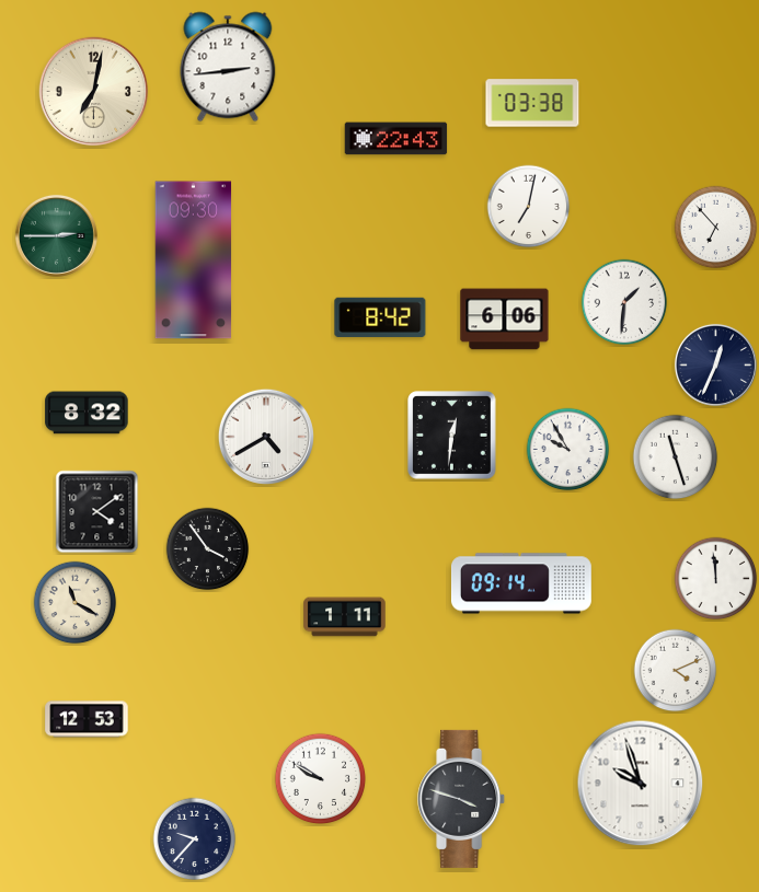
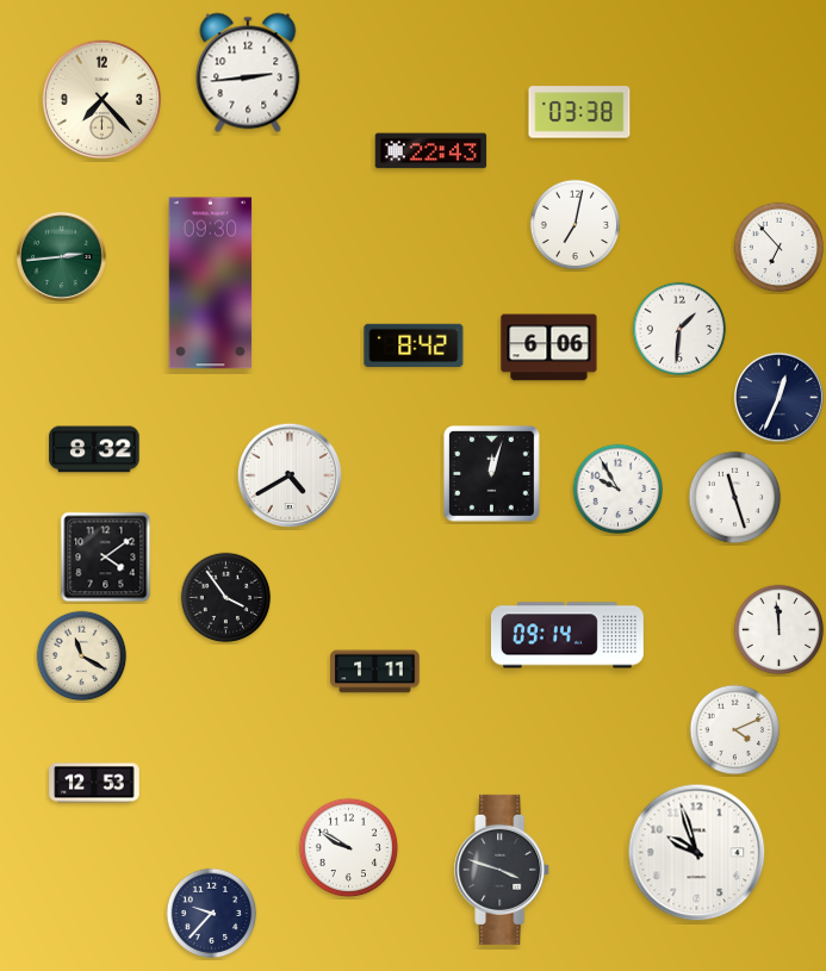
clock at (94, 92): 7:02 -> 7:23
clock at (56, 235): 2:45 -> 2:44
clock at (452, 436): 12:31 -> 12:03
